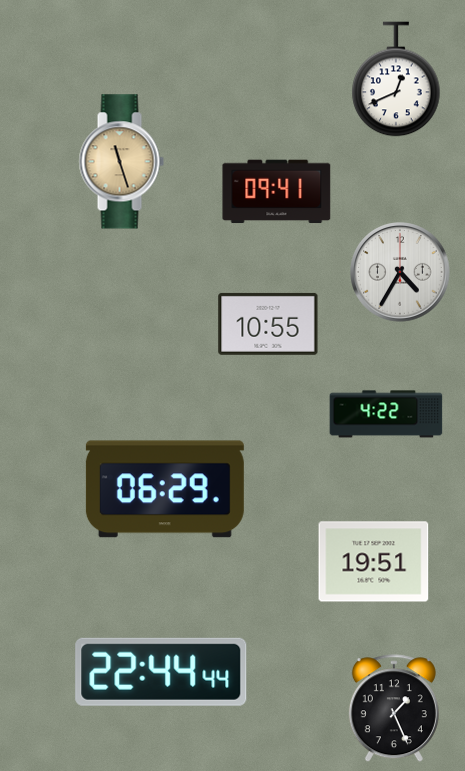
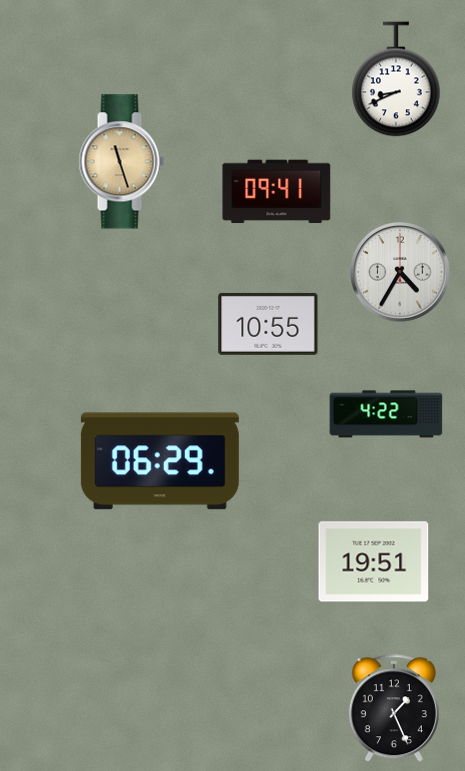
clock at (396, 79): 12:41 -> 8:41
clock at (165, 489) position: (165, 489) -> (160, 461)
clock at (161, 672): 22:44 -> none
